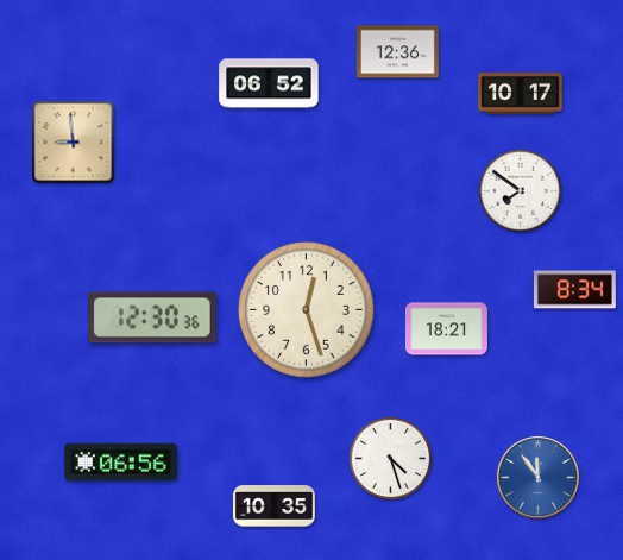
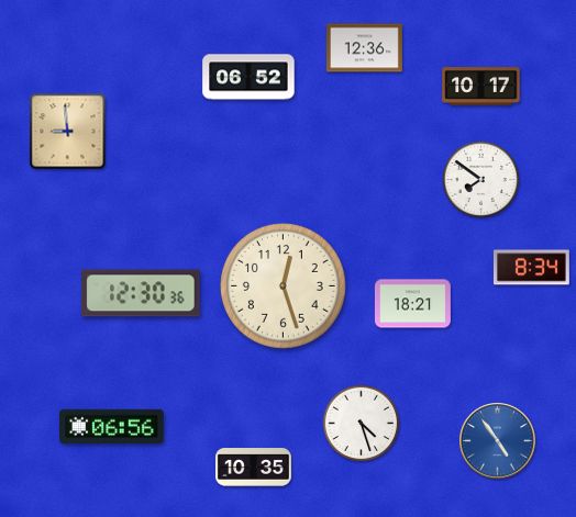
clock at (397, 52) position: (397, 52) -> (364, 48)
clock at (521, 191) position: (521, 191) -> (481, 180)
clock at (539, 478): 11:54 -> 4:54
